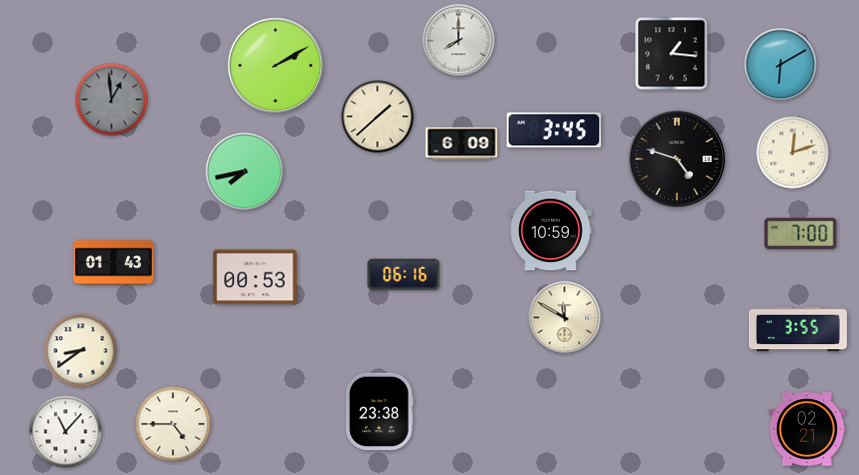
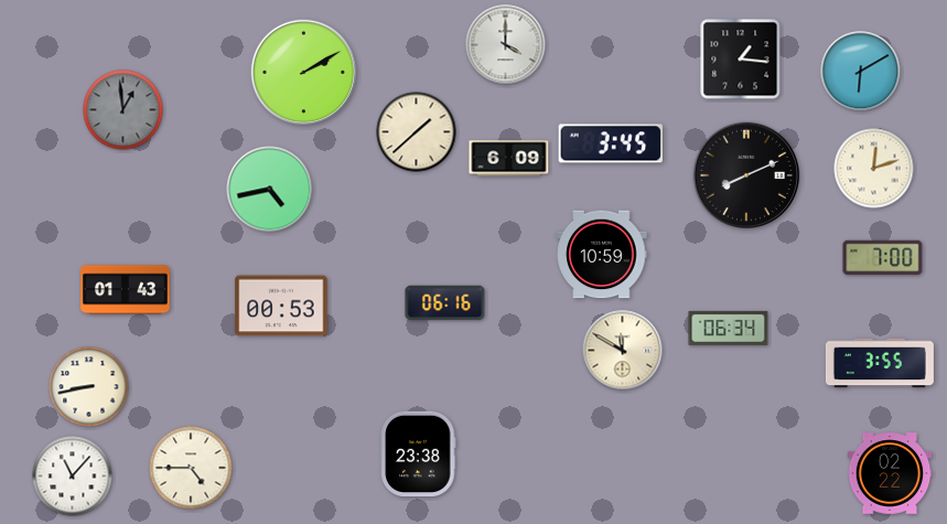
clock at (459, 41): 8:00 -> 4:00
clock at (378, 117) position: (378, 117) -> (417, 132)
clock at (677, 159): 4:48 -> 8:11
clock at (245, 172): 7:43 -> 4:43
clock at (551, 231) position: (551, 231) -> (602, 255)
clock at (729, 328): none -> 06:34
clock at (81, 351): 8:39 -> 8:43
clock at (807, 429): 02:21 -> 02:22
